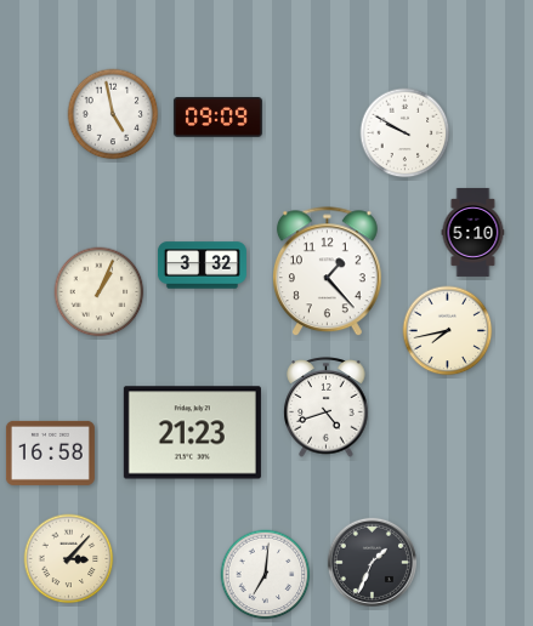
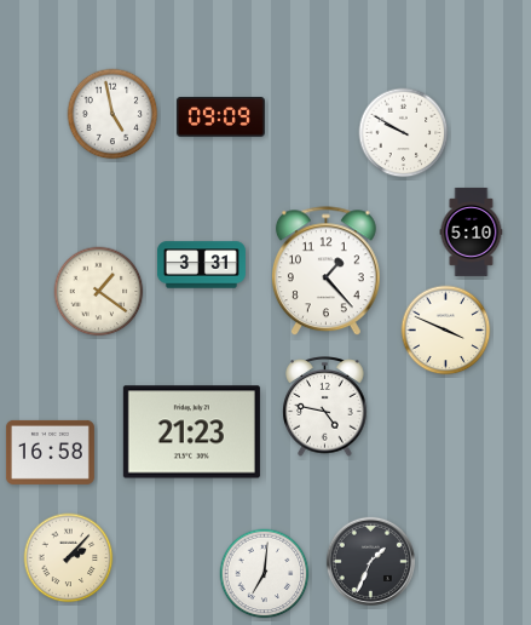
clock at (217, 118) position: (217, 118) -> (220, 117)
clock at (202, 266): 3:32 -> 3:31
clock at (100, 292): 1:04 -> 1:21
clock at (448, 331): 7:43 -> 3:49
clock at (327, 408): 4:42 -> 4:47
clock at (69, 559): 3:07 -> 2:07
